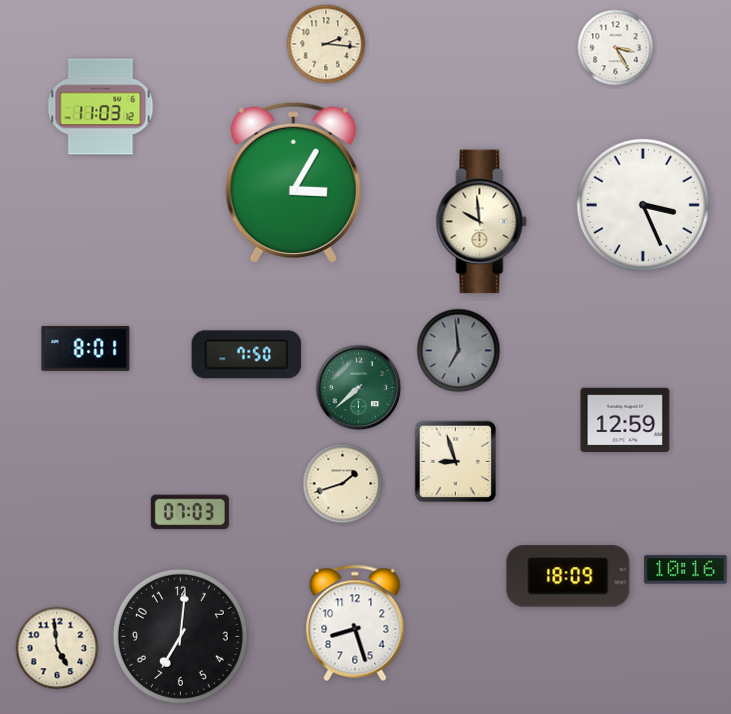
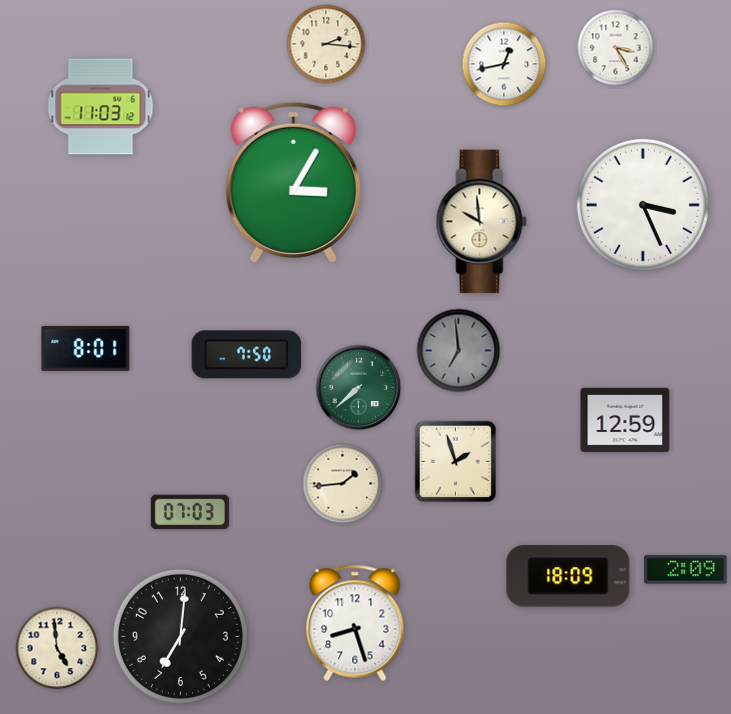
clock at (504, 64): none -> 12:43
clock at (456, 462): 8:57 -> 1:57
clock at (343, 484): 1:42 -> 1:44
clock at (686, 570): 10:16 -> 2:09
